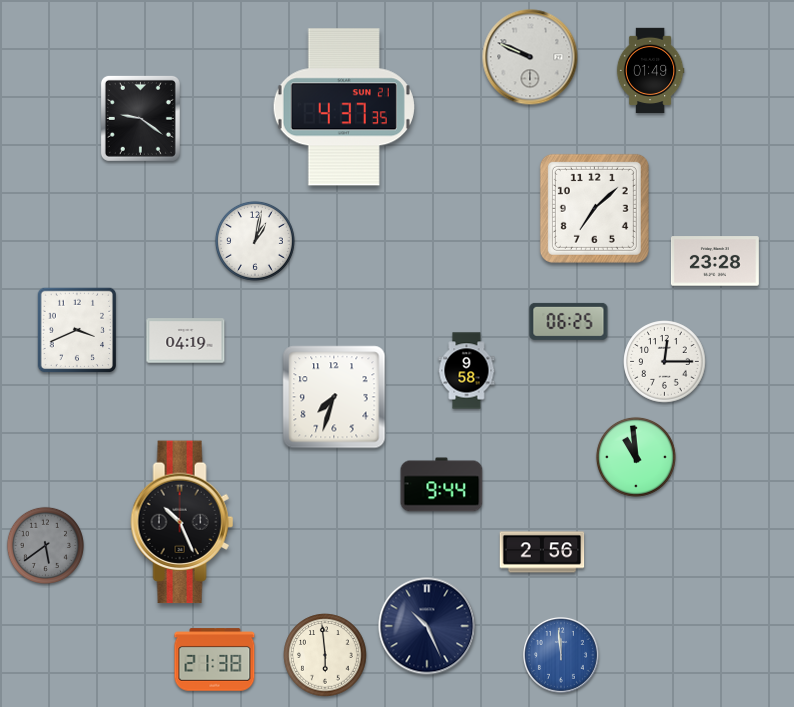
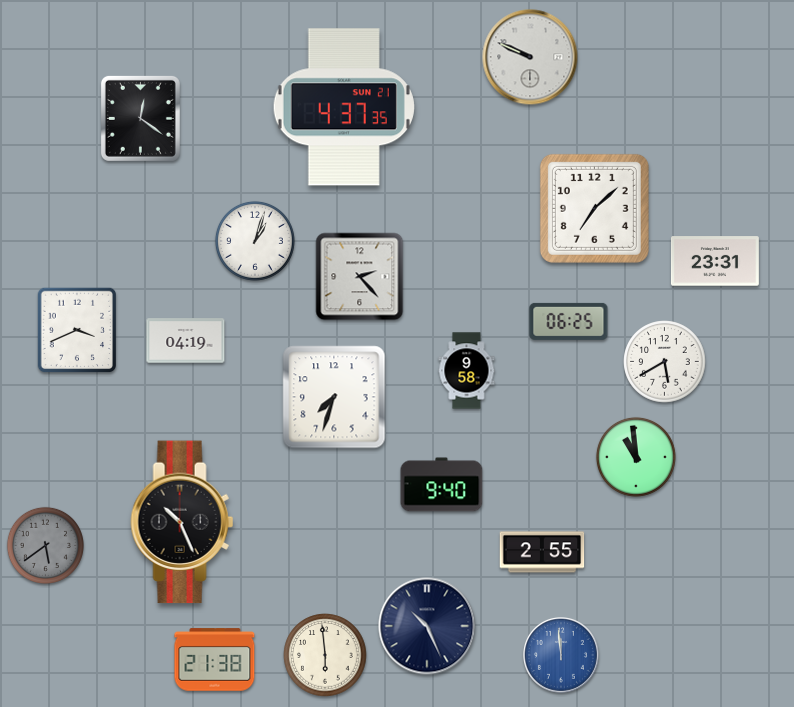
clock at (650, 71): 01:49 -> none
clock at (140, 118): 9:21 -> 12:21
clock at (255, 241): 1:02 -> 1:03
clock at (715, 261): 23:28 -> 23:31
clock at (360, 277): none -> 2:23
clock at (665, 362): 12:15 -> 5:40
clock at (442, 485): 9:44 -> 9:40
clock at (542, 552): 2:56 -> 2:55
